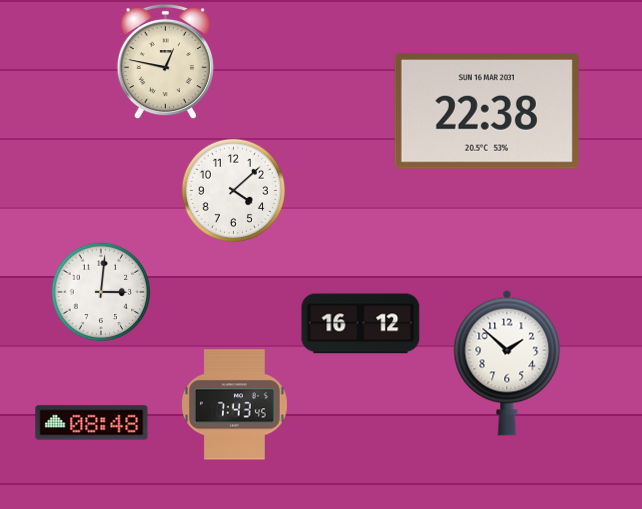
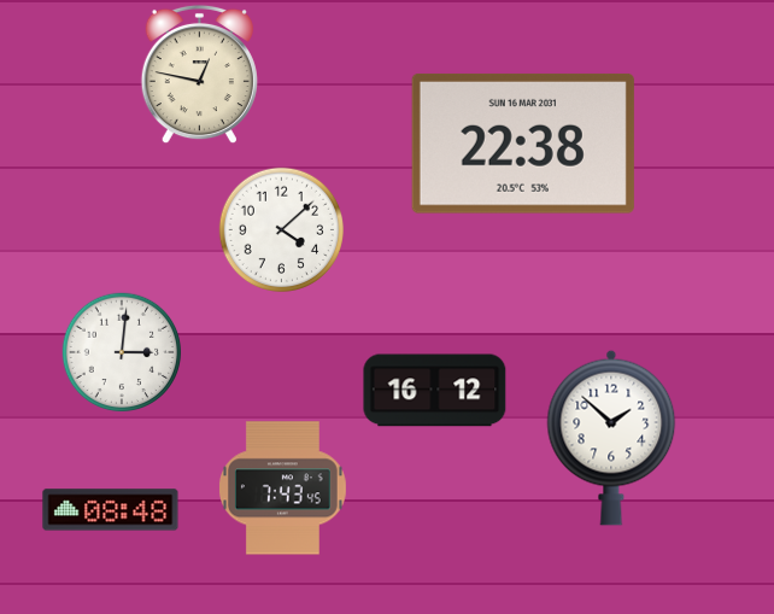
clock at (487, 111) position: (487, 111) -> (523, 144)
